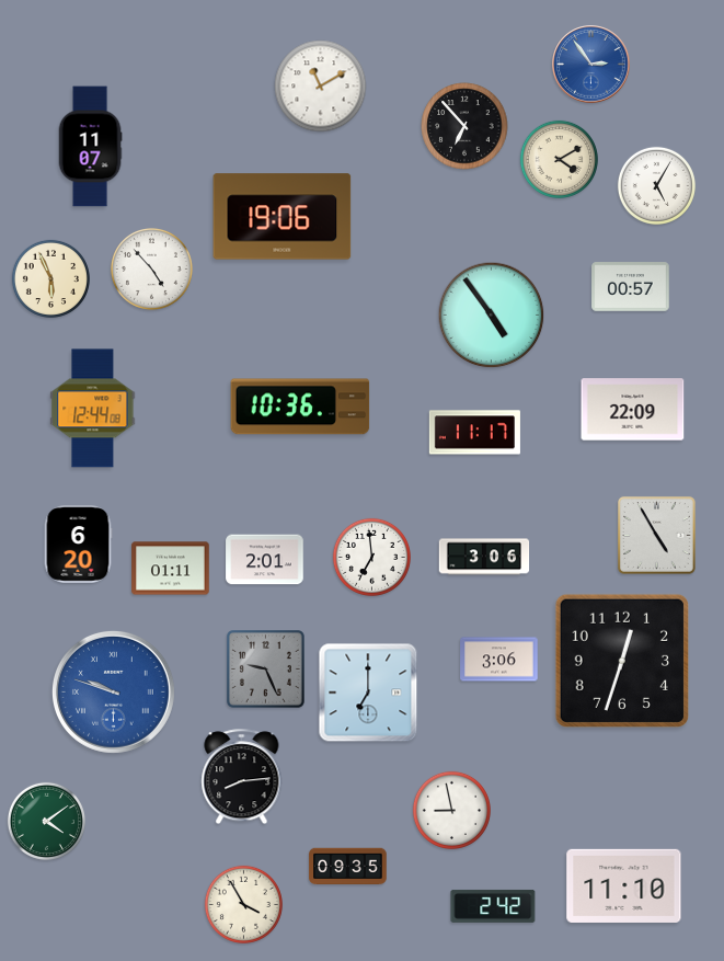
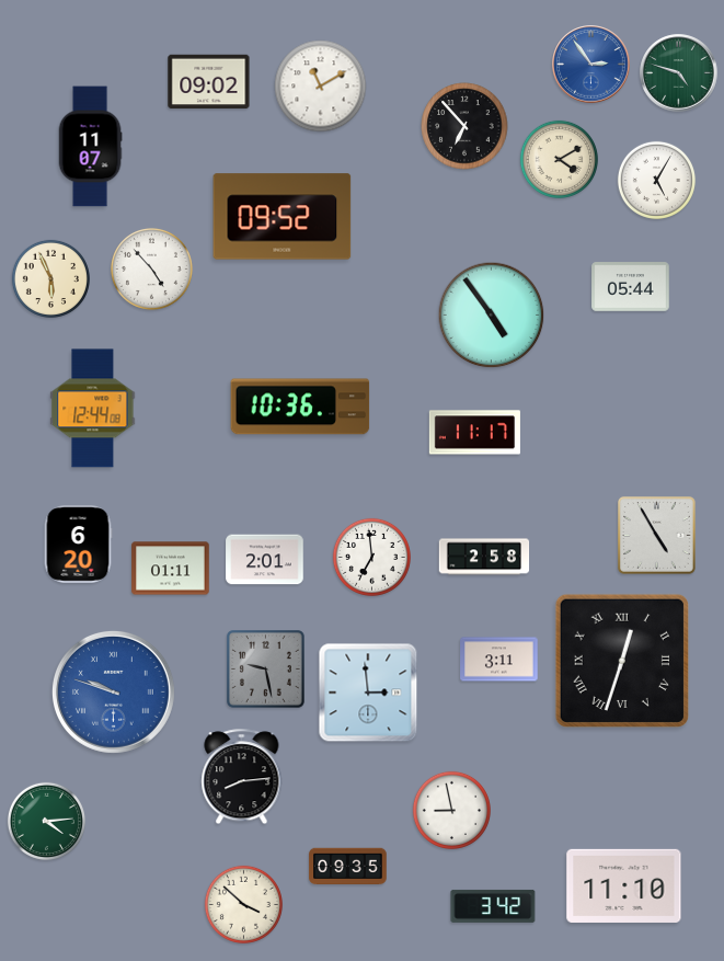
clock at (679, 73): none -> 4:48
clock at (209, 82): none -> 09:02
clock at (656, 185) position: (656, 185) -> (656, 180)
clock at (283, 217): 19:06 -> 09:52
clock at (631, 287): 00:57 -> 05:44
clock at (633, 410): 22:09 -> none
clock at (484, 557): 3:06 -> 2:58
clock at (499, 660): 3:06 -> 3:11
clock at (622, 661) numerals: Arabic -> Roman
clock at (266, 670): 9:26 -> 9:28
clock at (368, 693): 7:00 -> 2:59
clock at (46, 821): 4:09 -> 4:14
clock at (243, 904): 3:55 -> 3:52
clock at (493, 906): 2:42 -> 3:42
